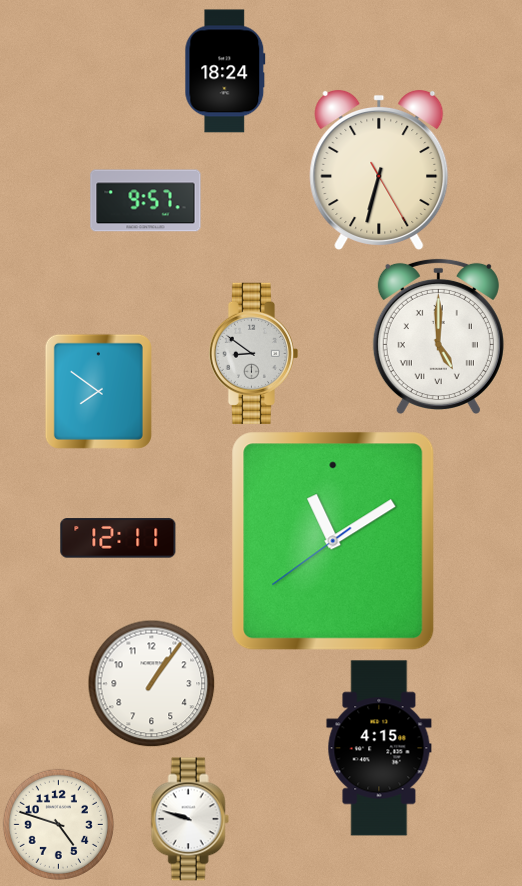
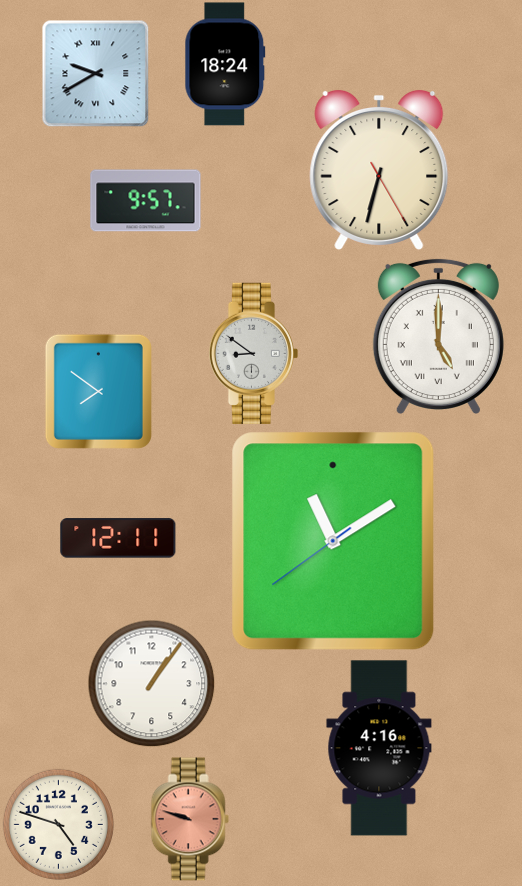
clock at (225, 71) position: (225, 71) -> (225, 64)
clock at (95, 73): none -> 9:40
clock at (379, 748): 4:15 -> 4:16
clock at (190, 819) dial: white -> salmon
